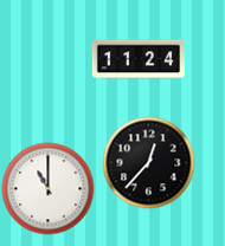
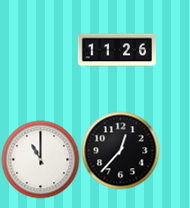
clock at (137, 59): 11:24 -> 11:26
clock at (148, 162) position: (148, 162) -> (120, 150)
